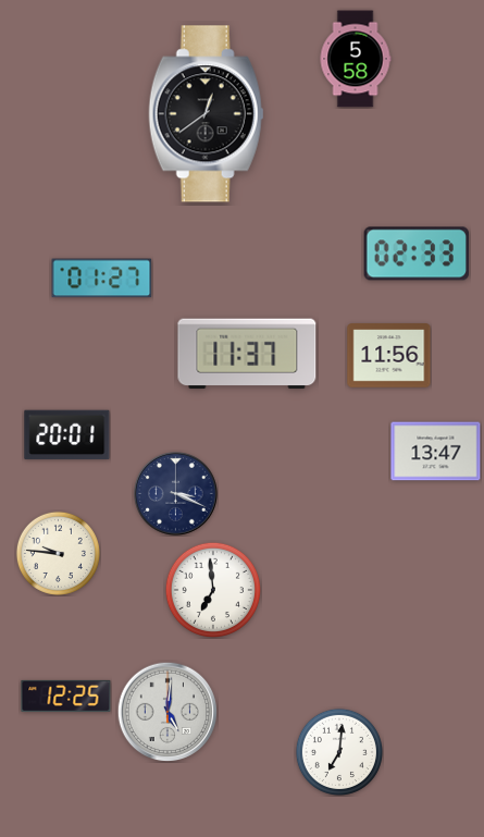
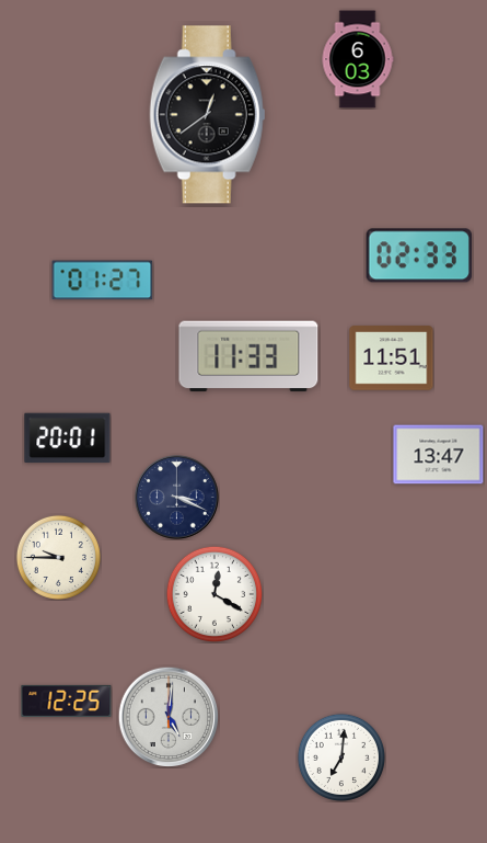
clock at (356, 59): 5:58 -> 6:03
clock at (247, 354): 11:37 -> 11:33
clock at (389, 356): 11:56 -> 11:51
clock at (58, 553): 9:46 -> 9:45
clock at (212, 589): 6:59 -> 12:20
